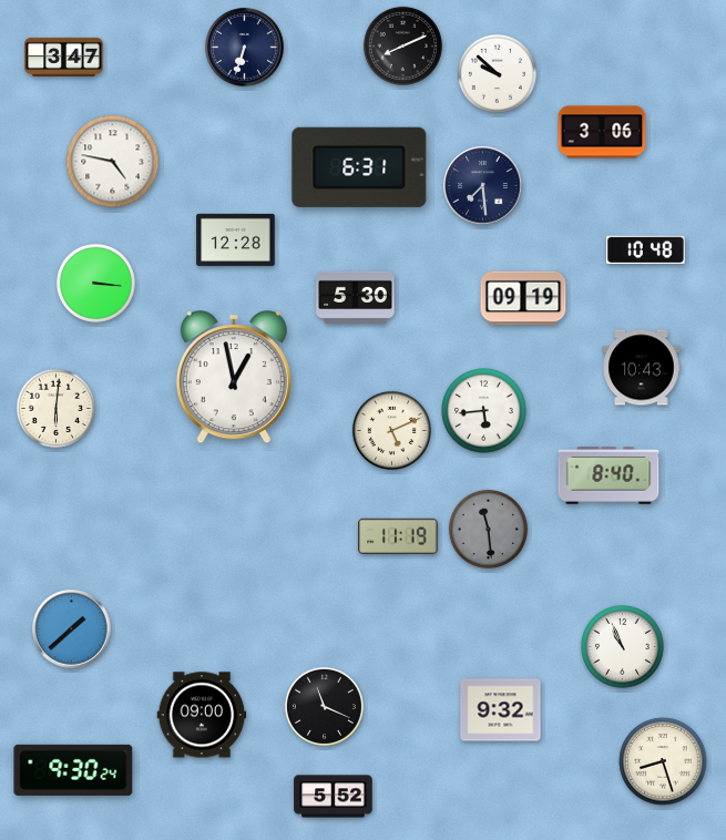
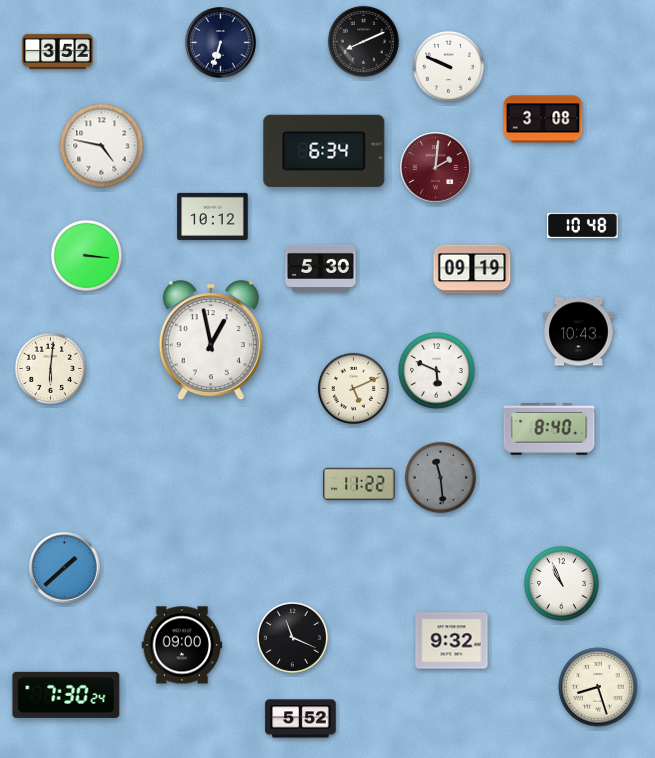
clock at (64, 57): 3:47 -> 3:52
clock at (497, 73): 9:52 -> 9:49
clock at (602, 132): 3:06 -> 3:08
clock at (359, 167): 6:31 -> 6:34
clock at (483, 186): 7:29 -> 2:01
clock at (483, 186) dial: navy -> burgundy
clock at (236, 239): 12:28 -> 10:12
clock at (484, 411): 5:44 -> 5:49
clock at (398, 536): 11:19 -> 11:22
clock at (73, 770): 9:30 -> 7:30
